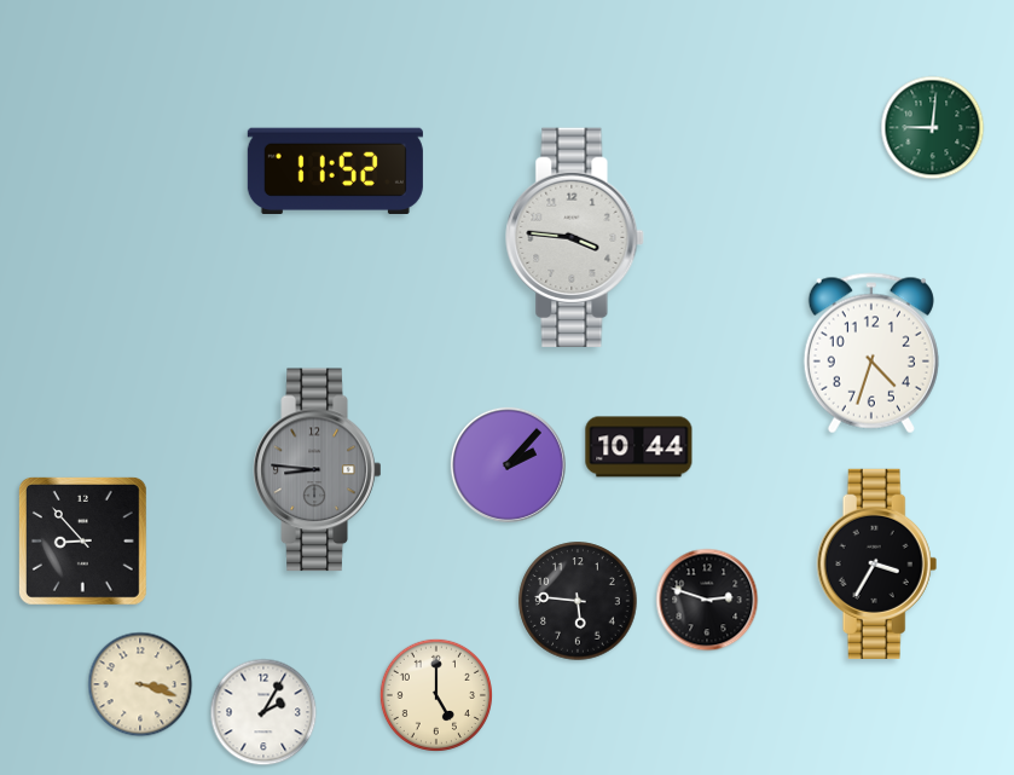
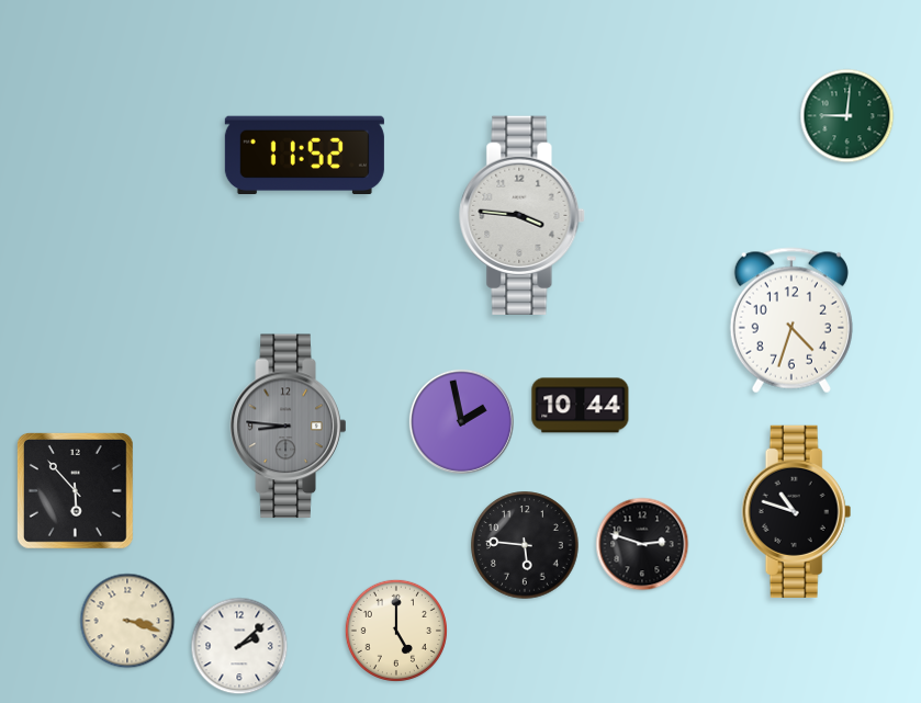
clock at (508, 464): 2:07 -> 1:58
clock at (82, 540): 8:53 -> 5:53
clock at (877, 563): 3:35 -> 10:48
clock at (263, 712): 2:05 -> 2:08
